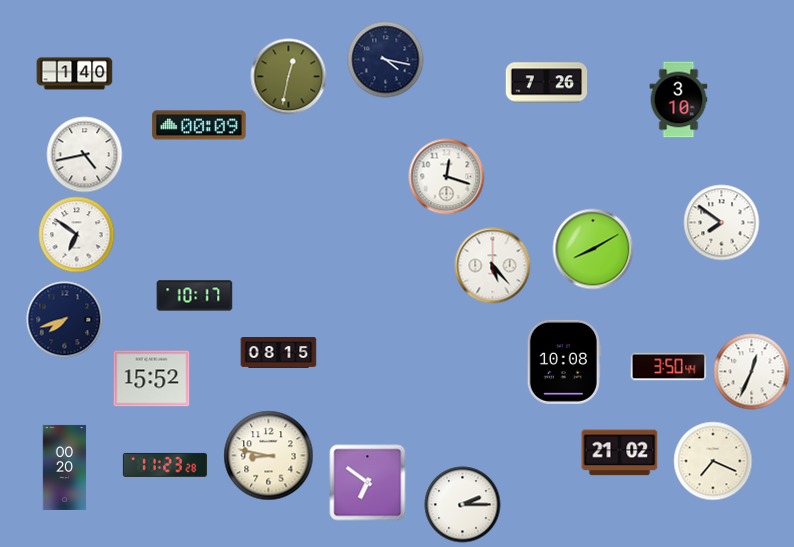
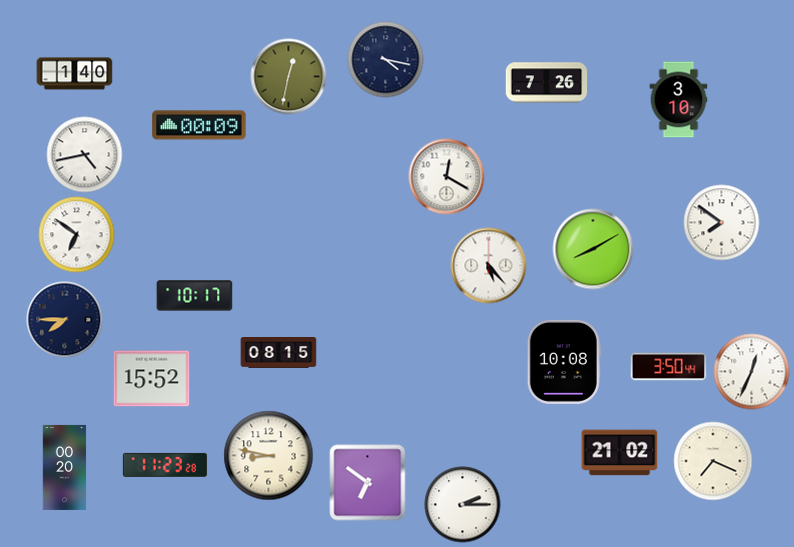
clock at (447, 177): 12:18 -> 12:20
clock at (493, 266) position: (493, 266) -> (489, 266)
clock at (65, 320): 7:42 -> 7:45
